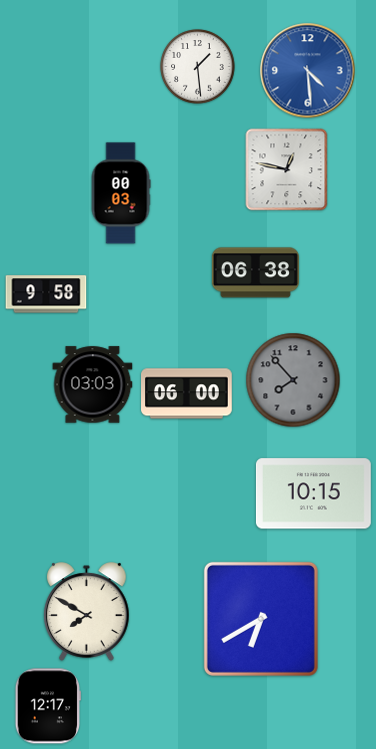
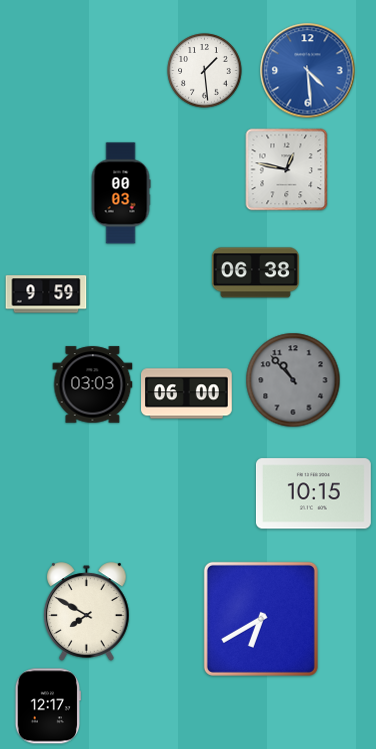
clock at (198, 67) position: (198, 67) -> (205, 71)
clock at (46, 294): 9:58 -> 9:59
clock at (293, 380): 7:53 -> 10:53
